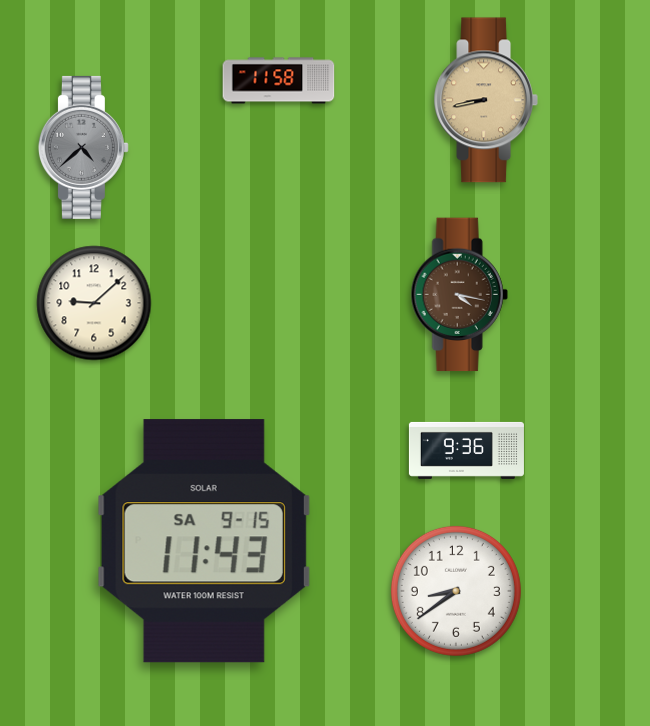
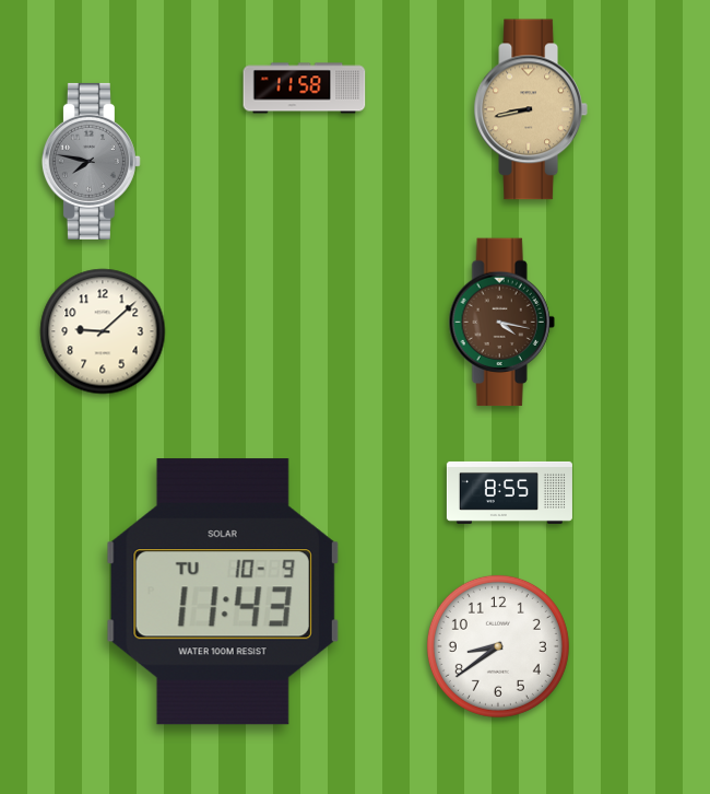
clock at (83, 147): 4:38 -> 7:47
clock at (466, 450): 9:36 -> 8:55
clock at (204, 541) date: SA 9-15 -> TU 10-9
